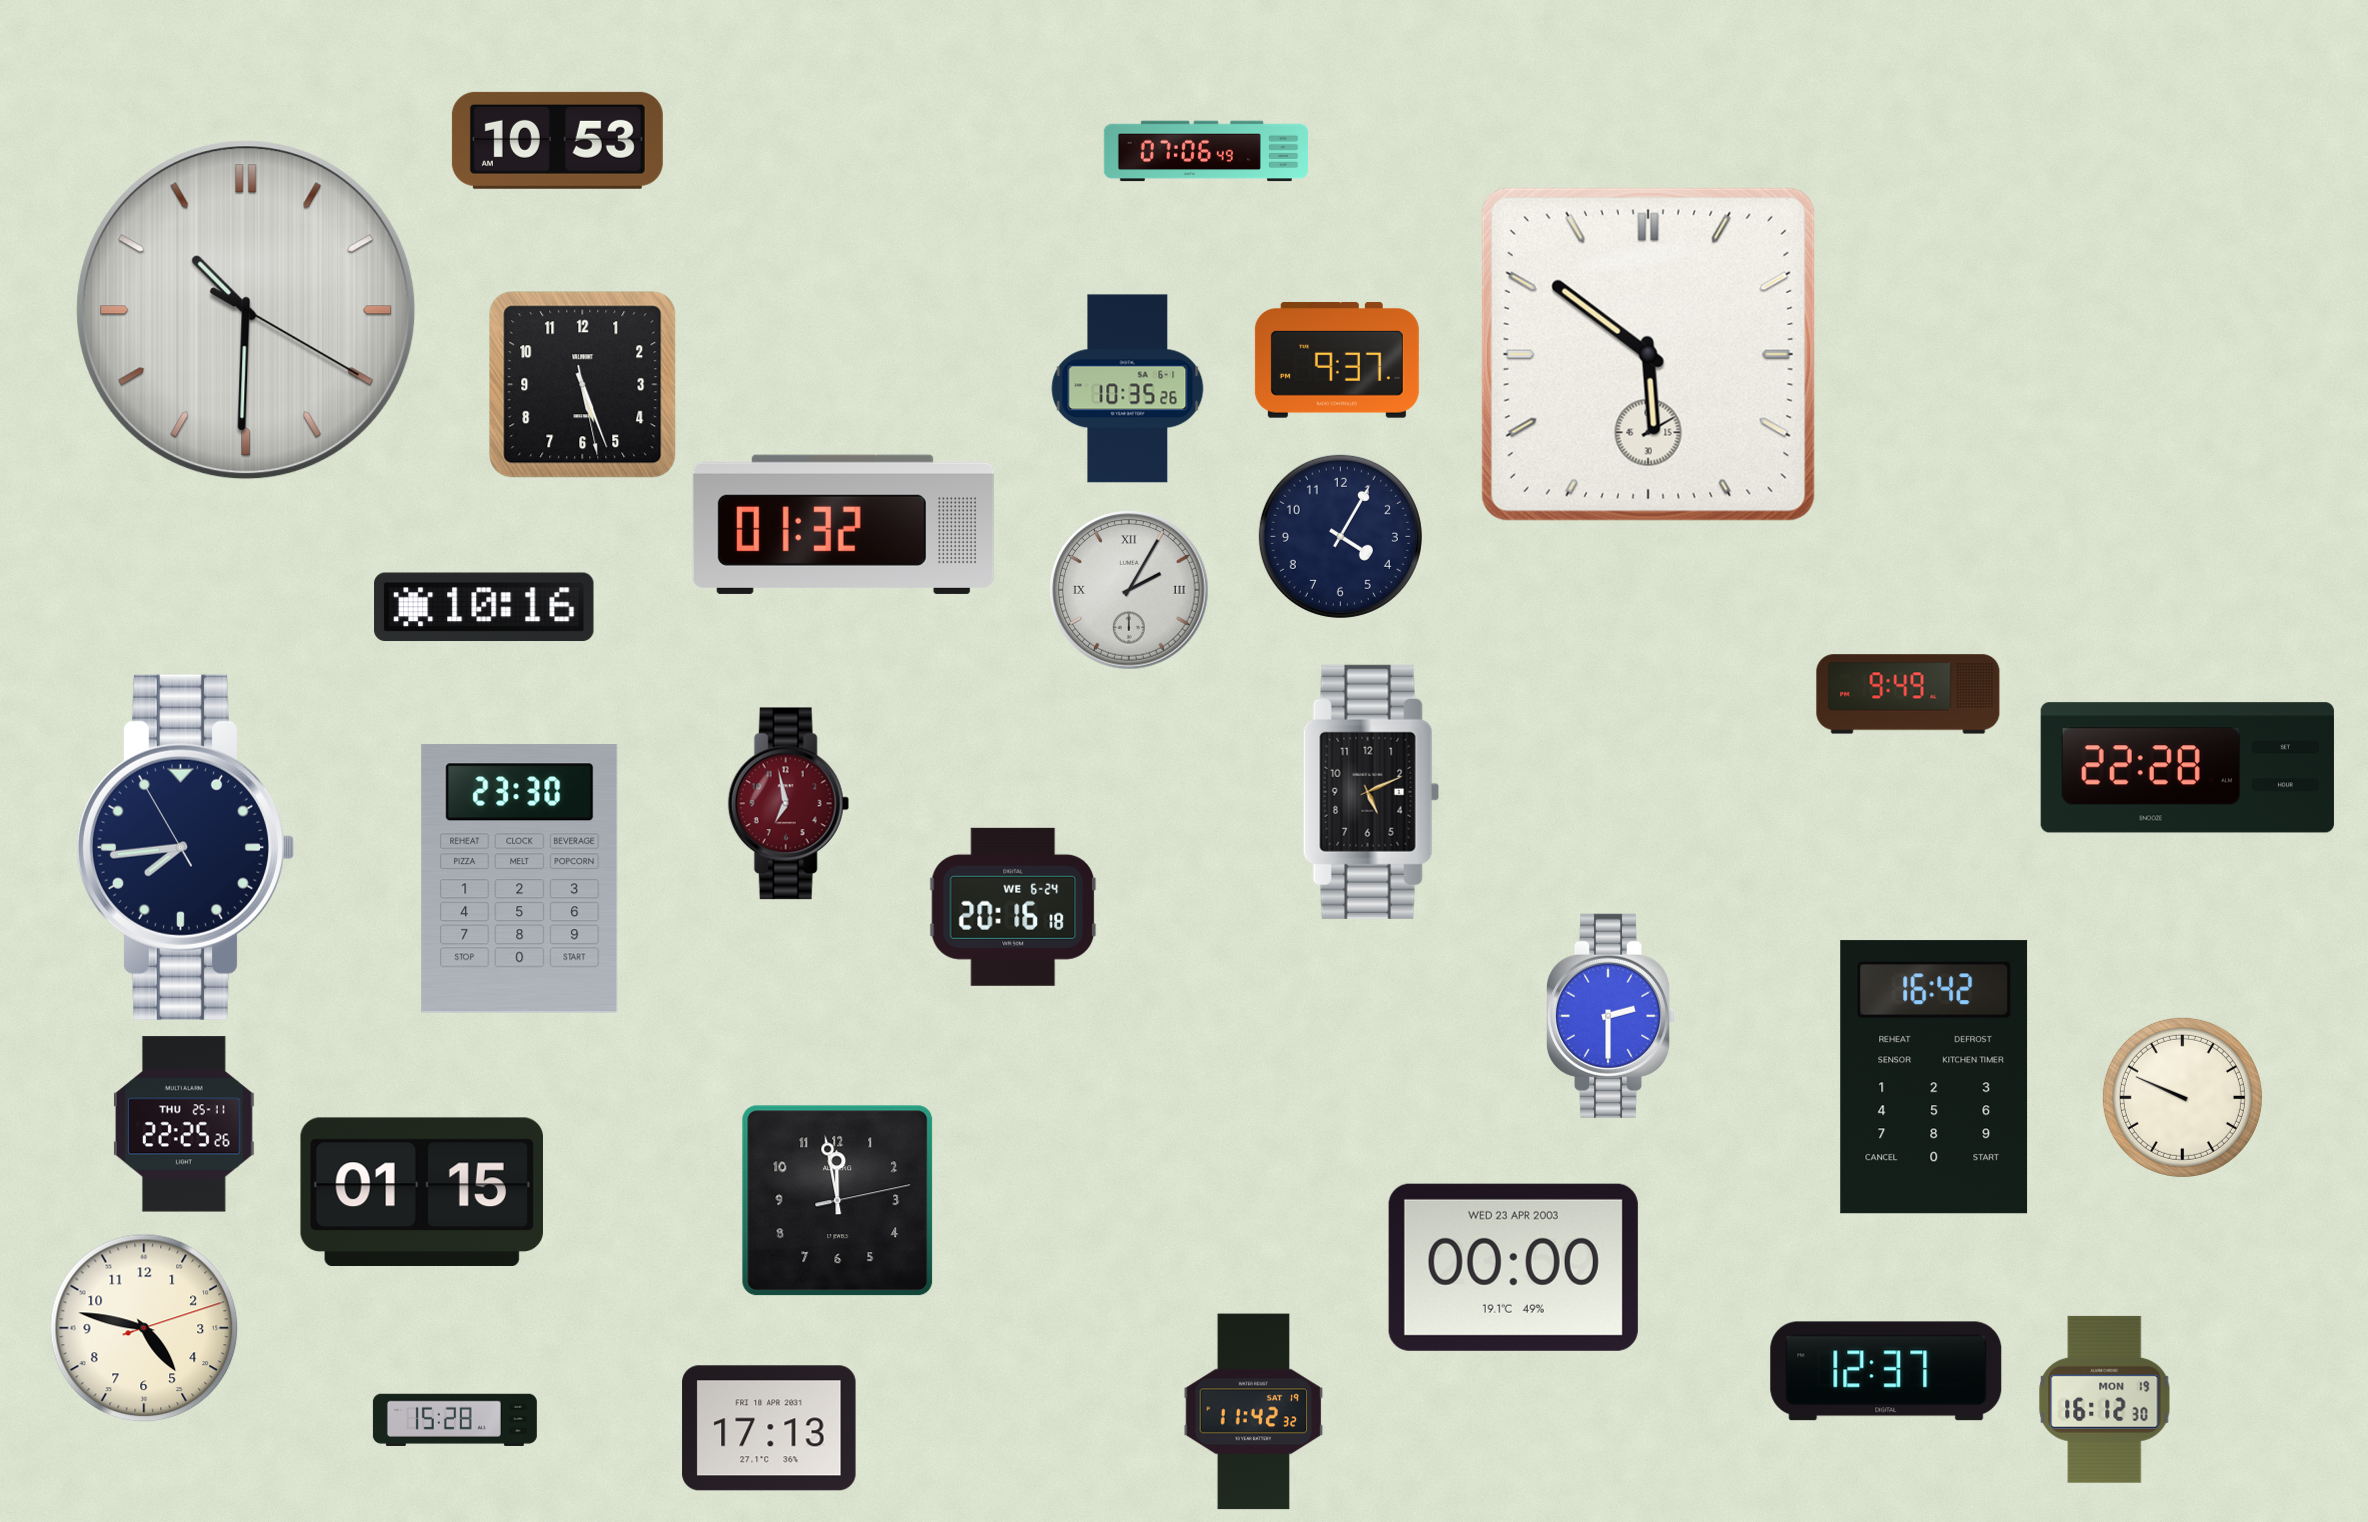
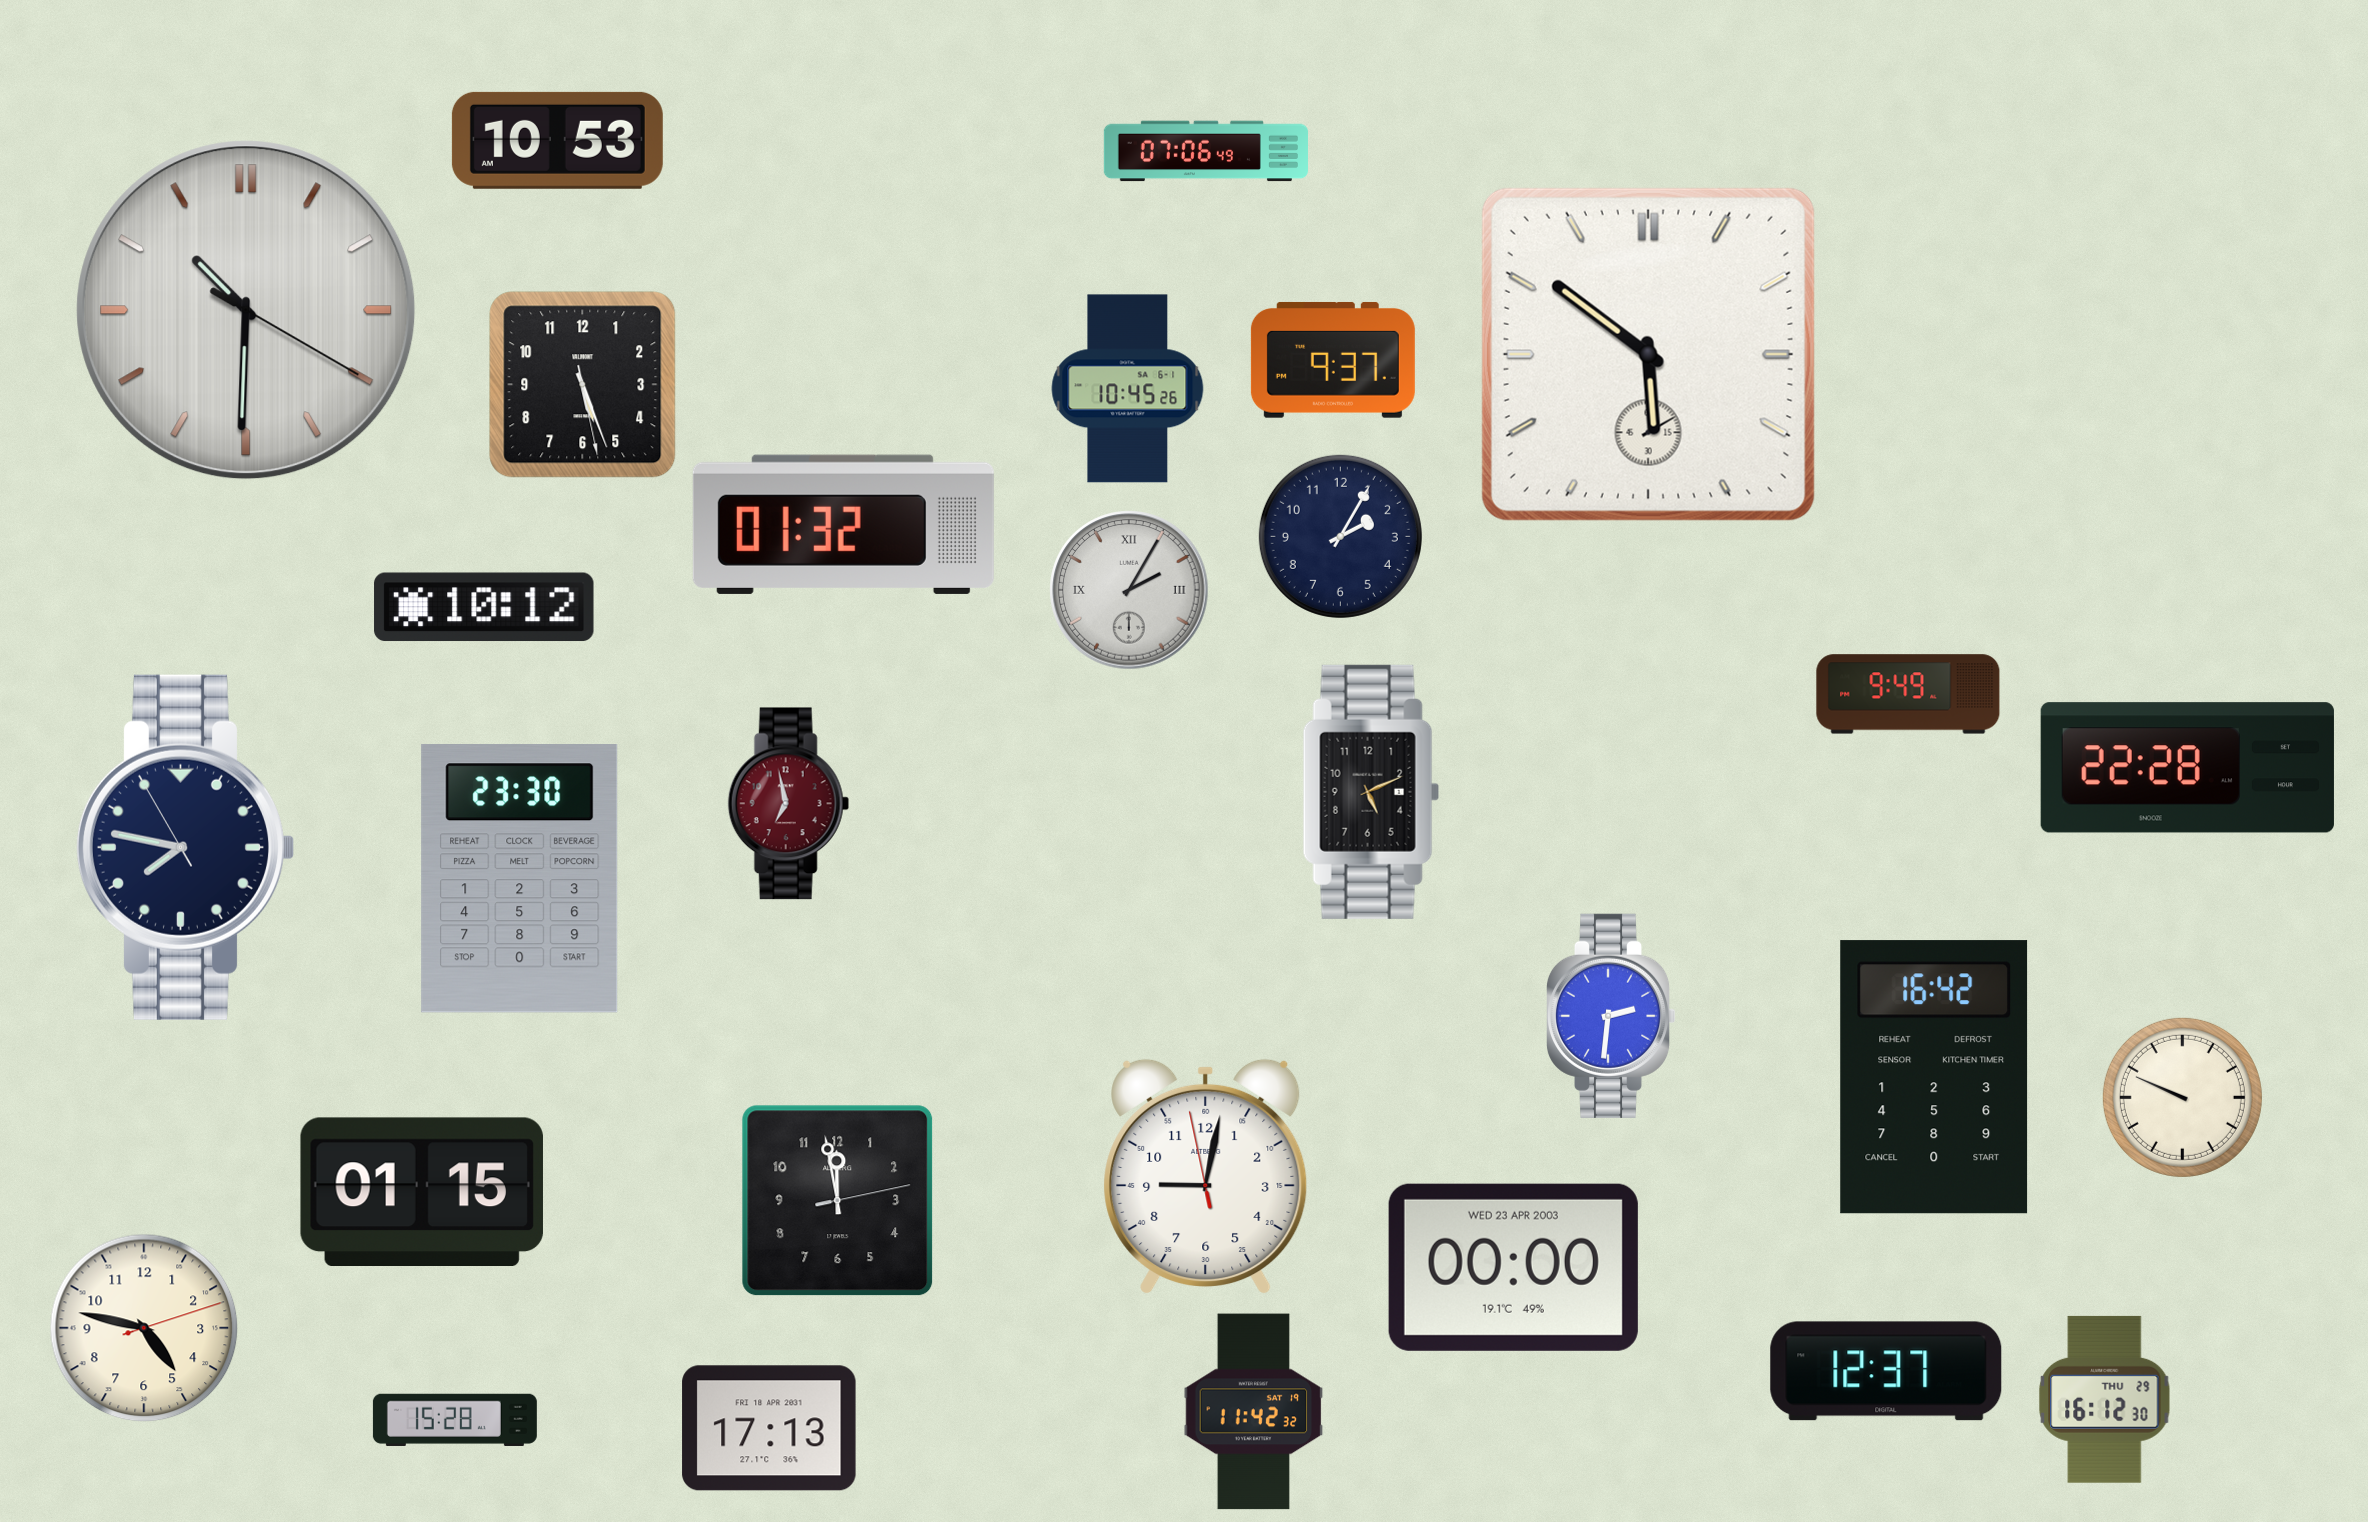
clock at (1337, 360) position: (1337, 360) -> (1333, 360)
clock at (1128, 389): 10:35 -> 10:45
clock at (1340, 536): 4:05 -> 2:05
clock at (484, 607): 10:16 -> 10:12
clock at (185, 847): 7:43 -> 7:46
clock at (1013, 907): 20:16 -> none
clock at (1611, 1016): 2:30 -> 2:31
clock at (184, 1124): 22:25 -> none
clock at (1206, 1177): none -> 9:01
clock at (2105, 1399) date: MON 19 -> THU 29
